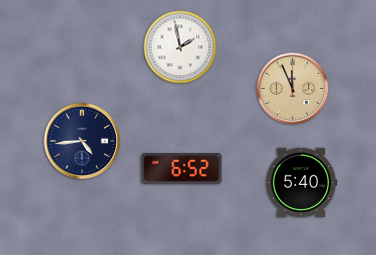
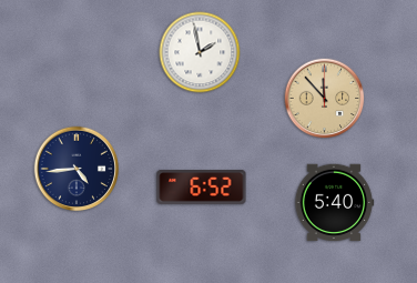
clock at (293, 89): 11:56 -> 11:53
clock at (82, 141) position: (82, 141) -> (77, 169)
